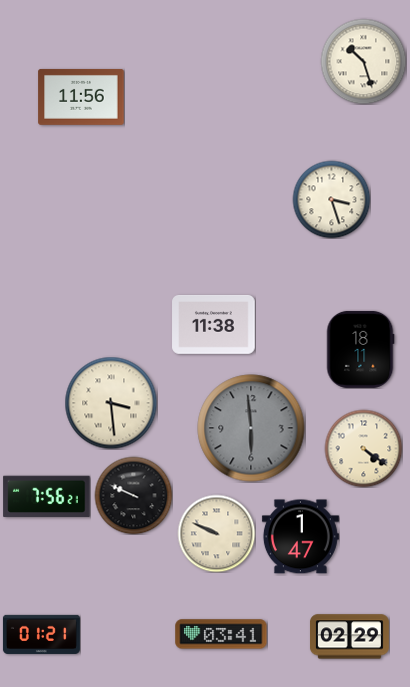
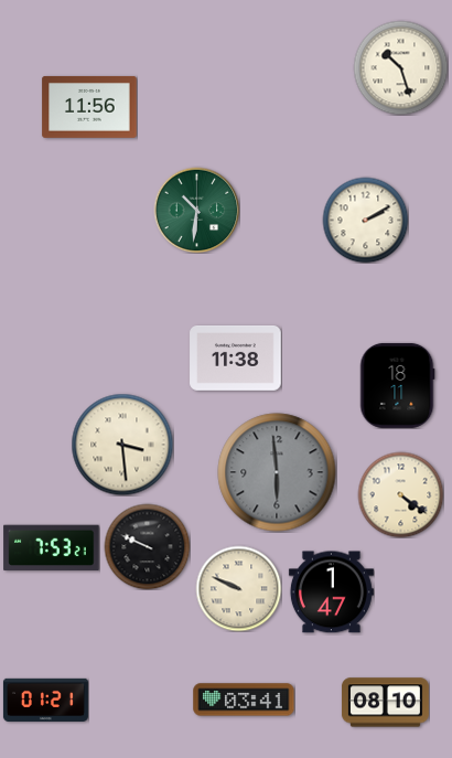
clock at (196, 210): none -> 10:31
clock at (331, 199): 3:27 -> 2:10
clock at (47, 497): 7:56 -> 7:53
clock at (349, 637): 02:29 -> 08:10
